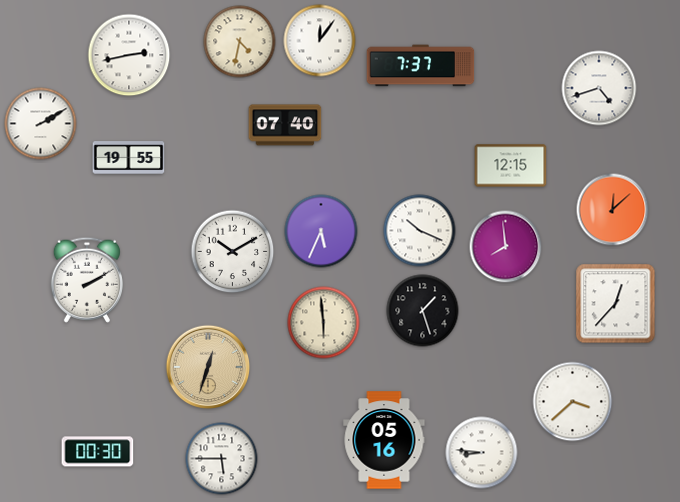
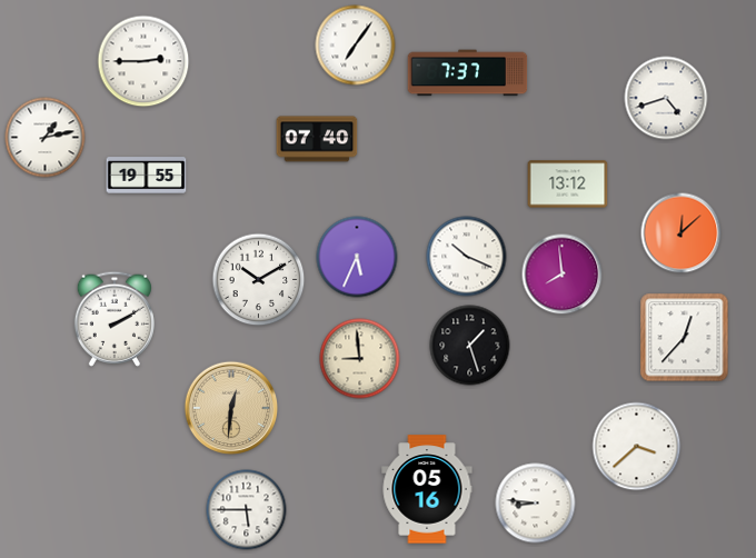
clock at (320, 41): 12:06 -> 7:06
clock at (240, 42): 4:32 -> none
clock at (129, 55): 2:43 -> 2:45
clock at (41, 124): 2:10 -> 1:13
clock at (129, 158) position: (129, 158) -> (147, 176)
clock at (511, 166): 12:15 -> 13:12
clock at (86, 280) position: (86, 280) -> (113, 319)
clock at (324, 323): 5:59 -> 8:59
clock at (208, 367): 12:33 -> 12:31
clock at (98, 452): 00:30 -> none
